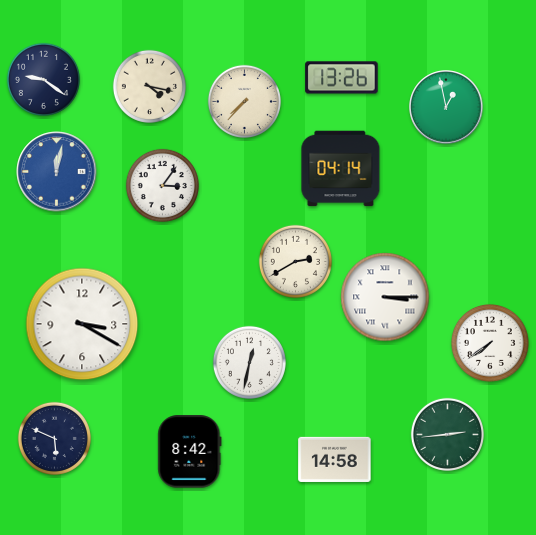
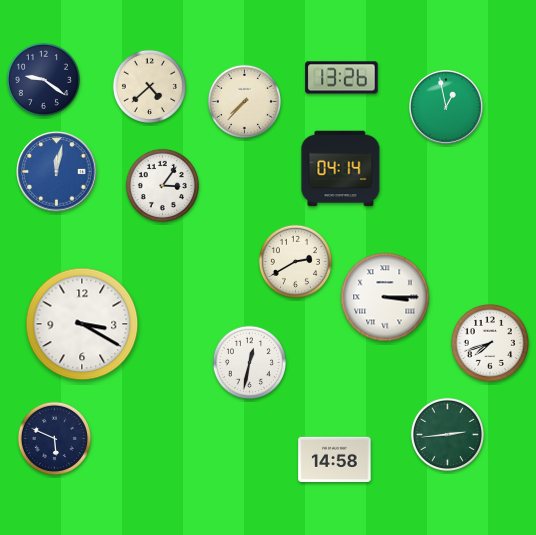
clock at (149, 86): 4:17 -> 4:38
clock at (490, 343): 7:39 -> 7:42
clock at (190, 452): 8:42 -> none
